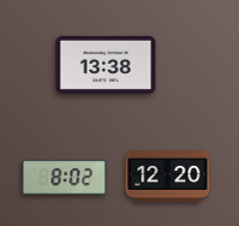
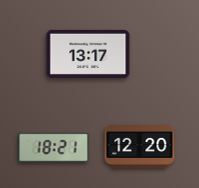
clock at (106, 65): 13:38 -> 13:17
clock at (65, 177): 8:02 -> 18:21
